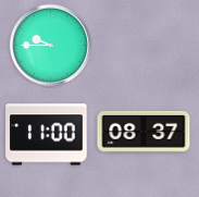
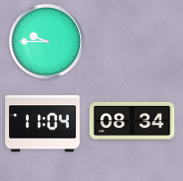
clock at (144, 132): 08:37 -> 08:34
clock at (47, 135): 11:00 -> 11:04
